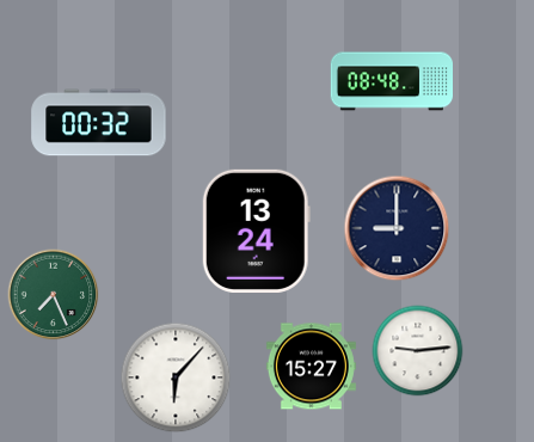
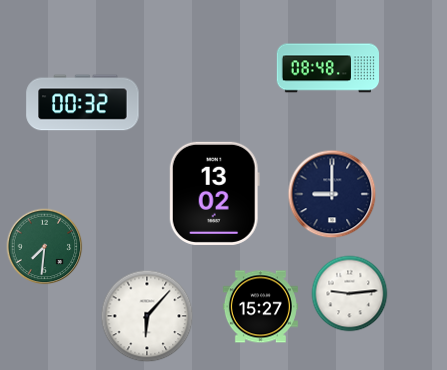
clock at (397, 228) position: (397, 228) -> (332, 194)
clock at (256, 231): 13:24 -> 13:02
clock at (54, 295): 7:26 -> 7:31
